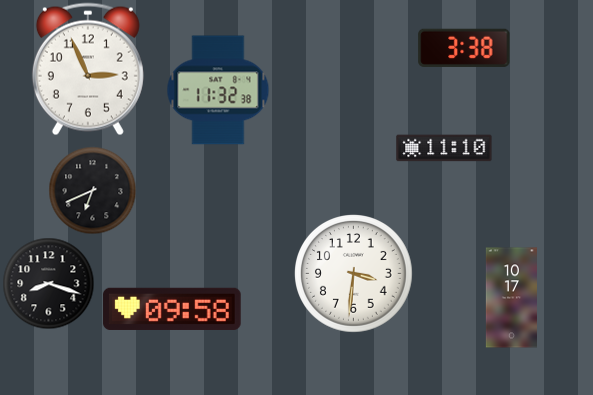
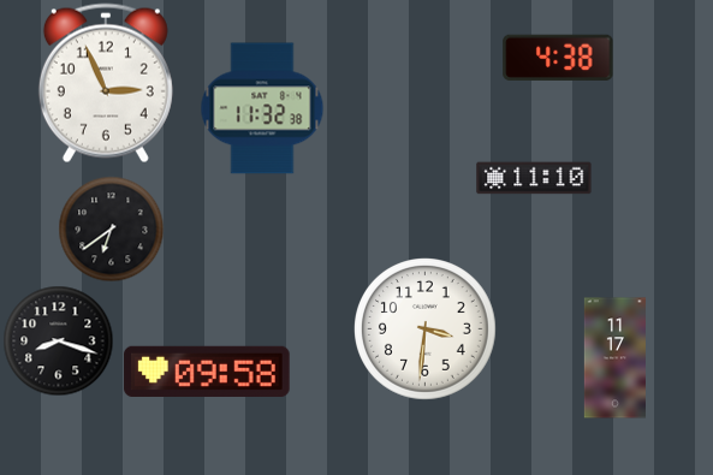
clock at (464, 48): 3:38 -> 4:38
clock at (92, 190): 6:41 -> 6:39
clock at (511, 298): 10:17 -> 11:17
